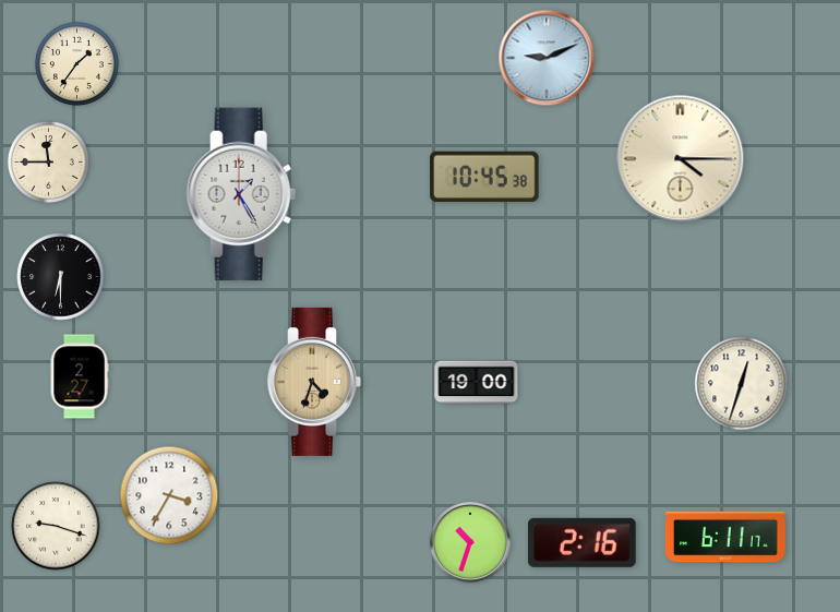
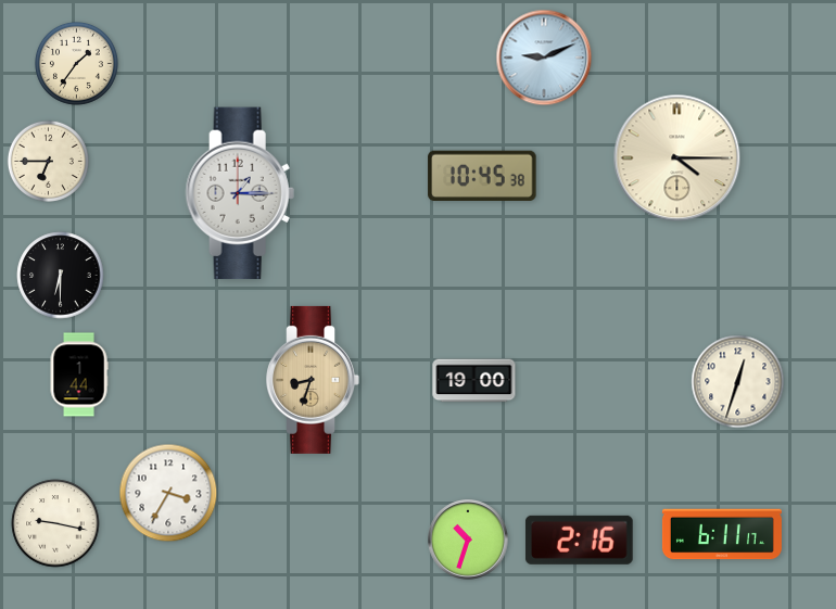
clock at (48, 161): 11:45 -> 6:45
clock at (241, 194): 1:25 -> 1:15
clock at (80, 376): 2:27 -> 1:44
clock at (314, 382): 4:33 -> 8:33
clock at (56, 526): 9:18 -> 9:17
